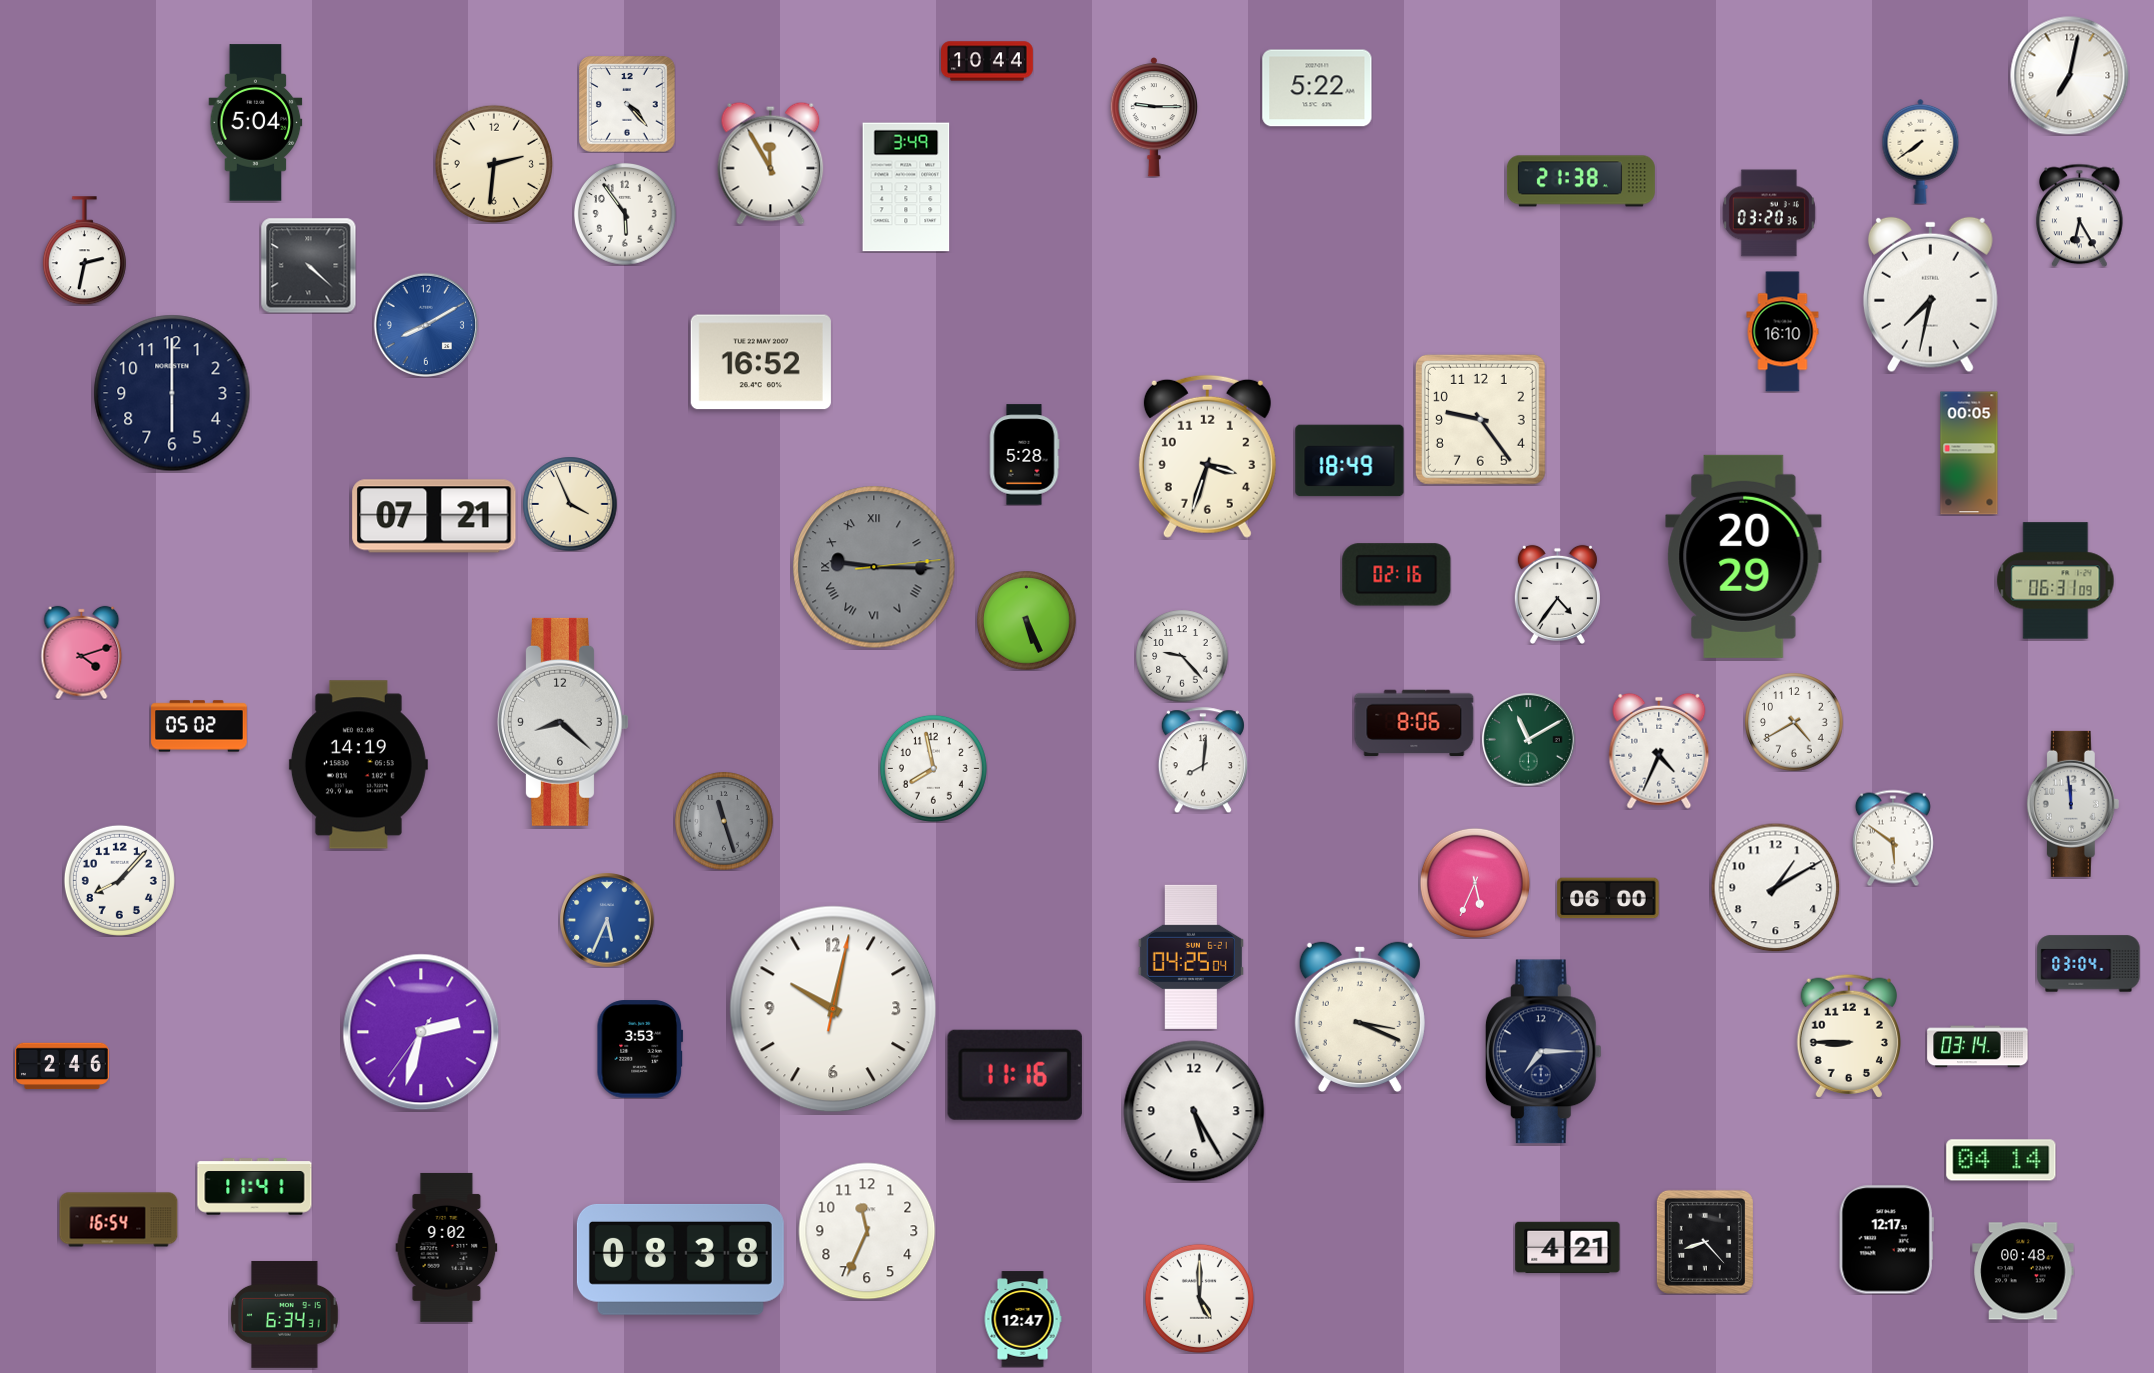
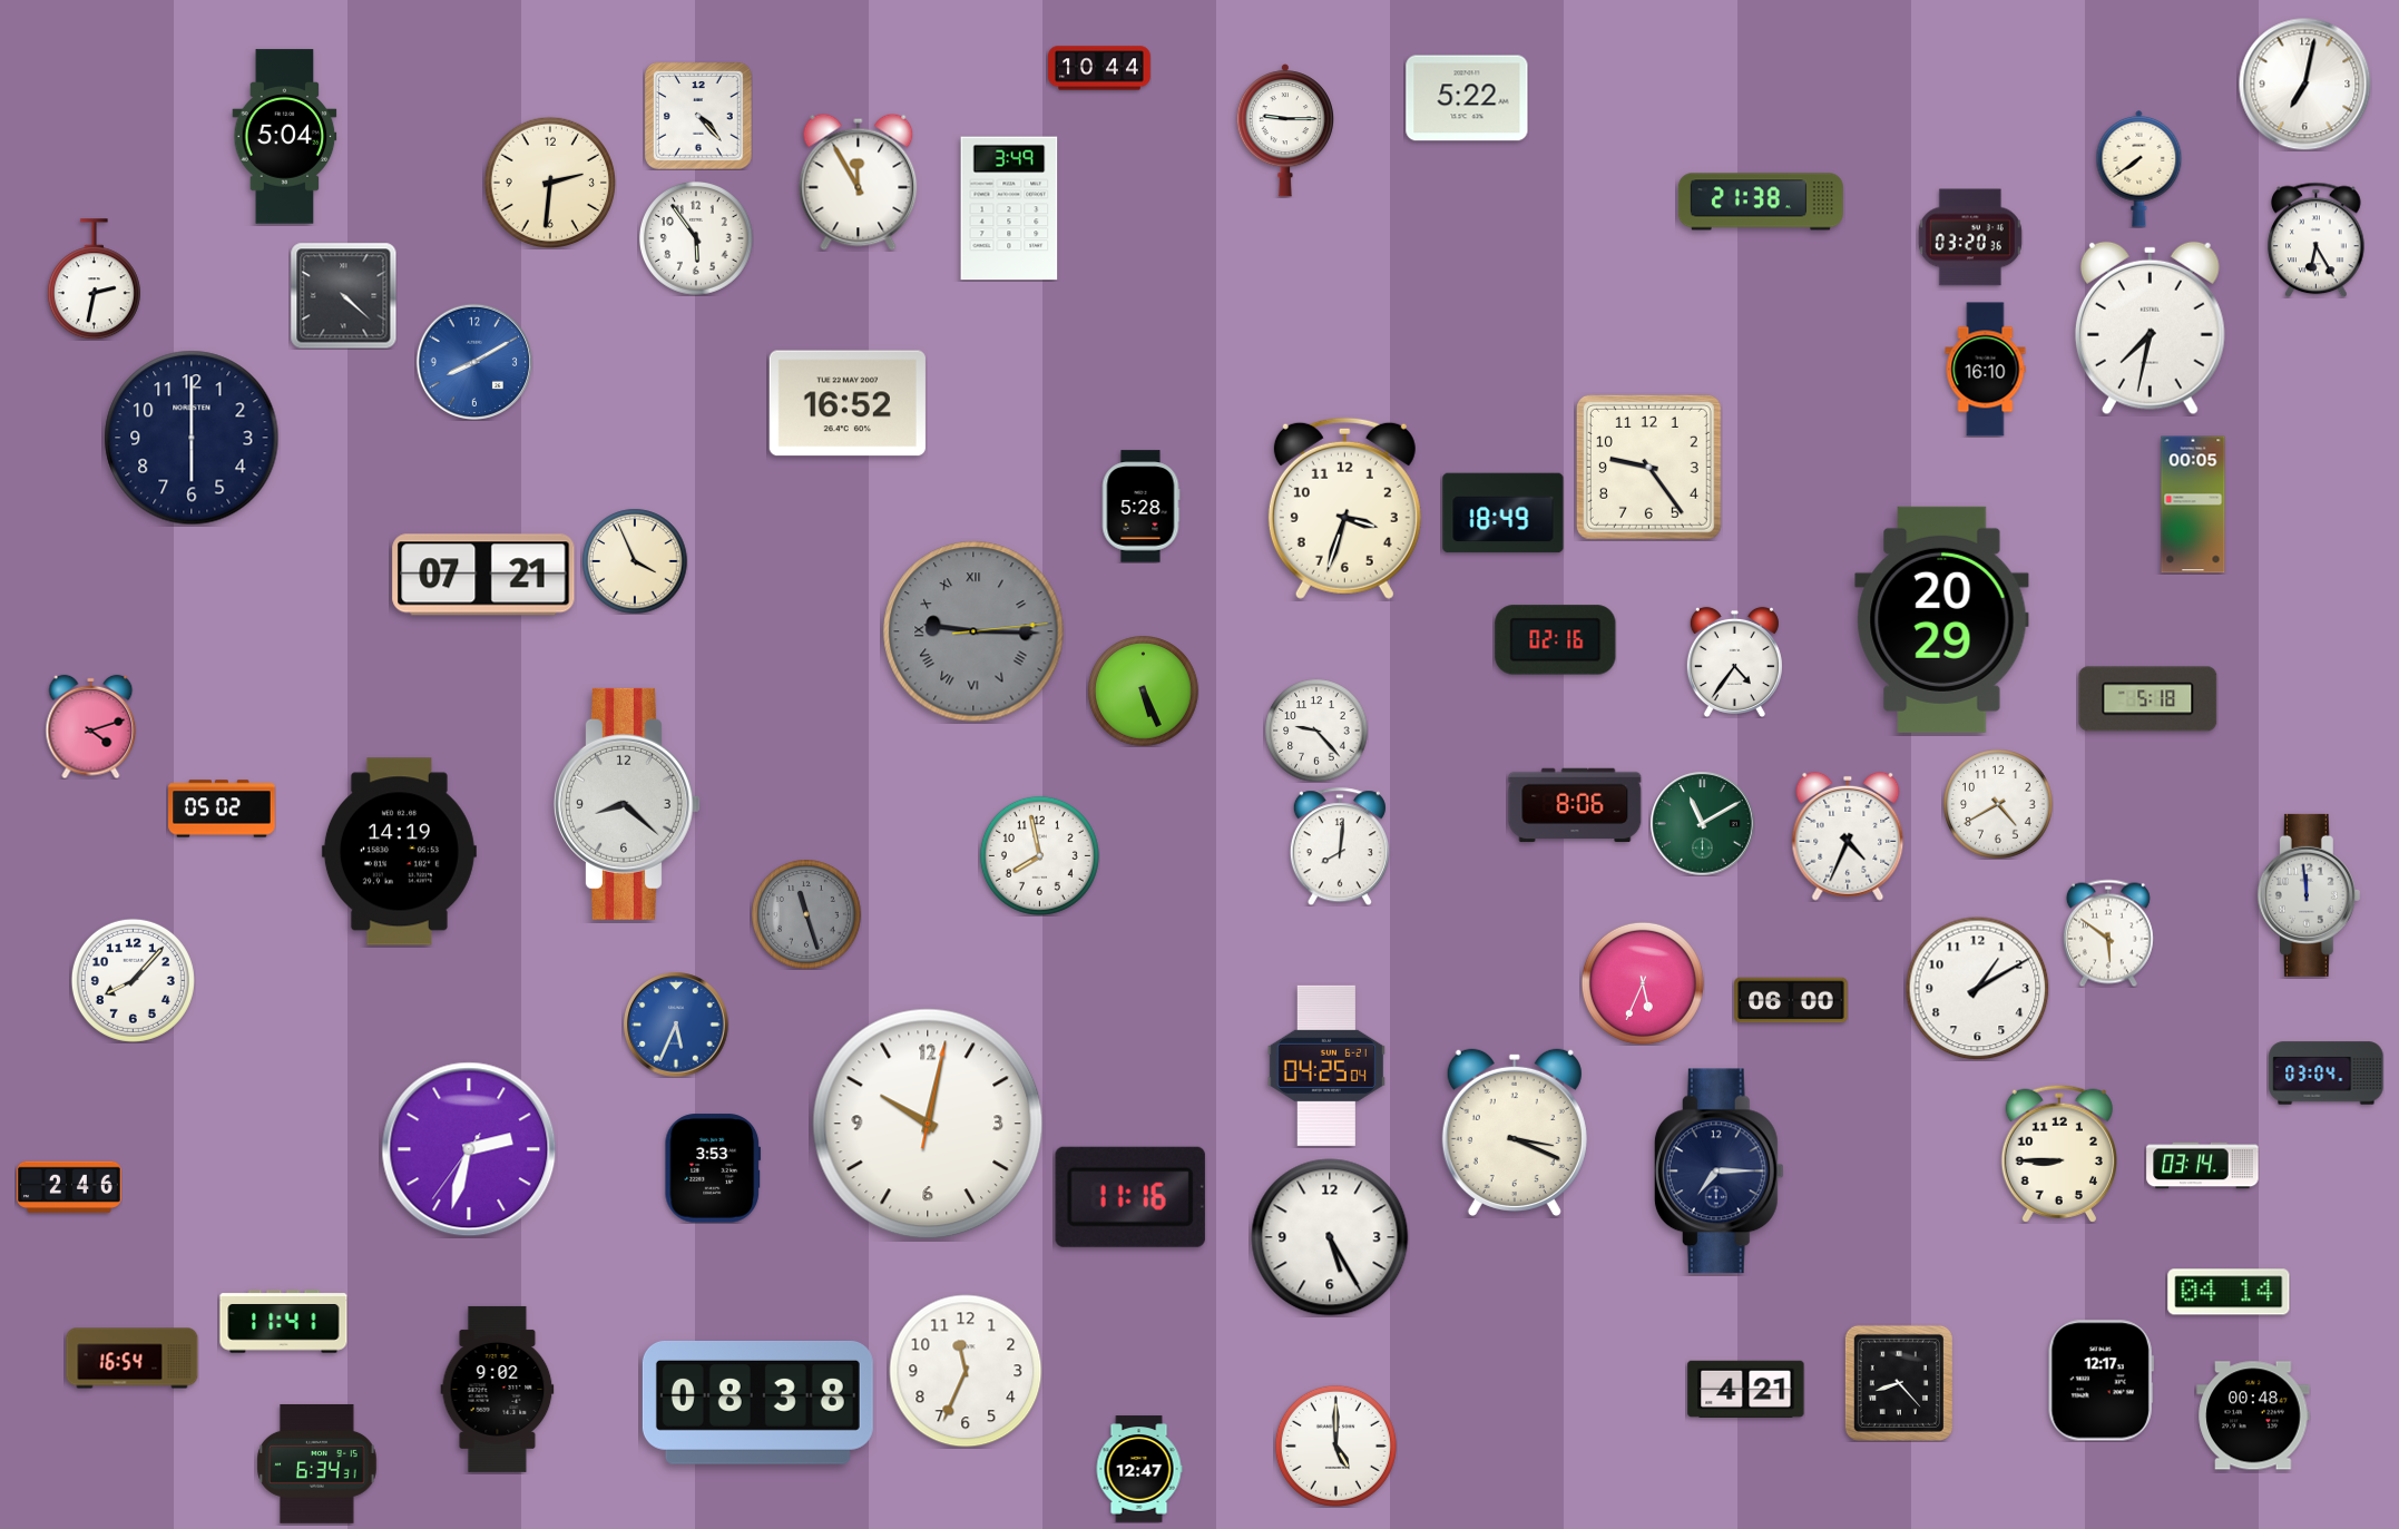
clock at (2056, 581): 06:31 -> none
clock at (2148, 699): none -> 5:18
